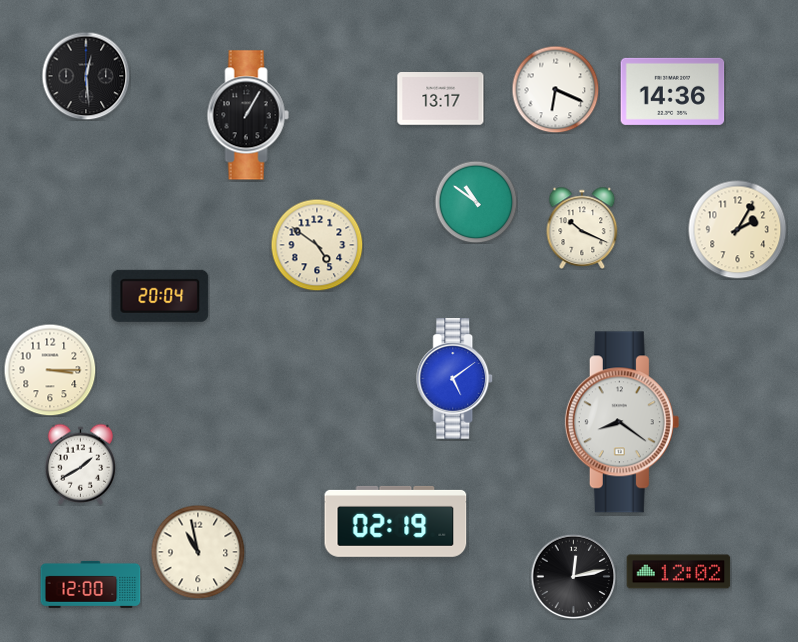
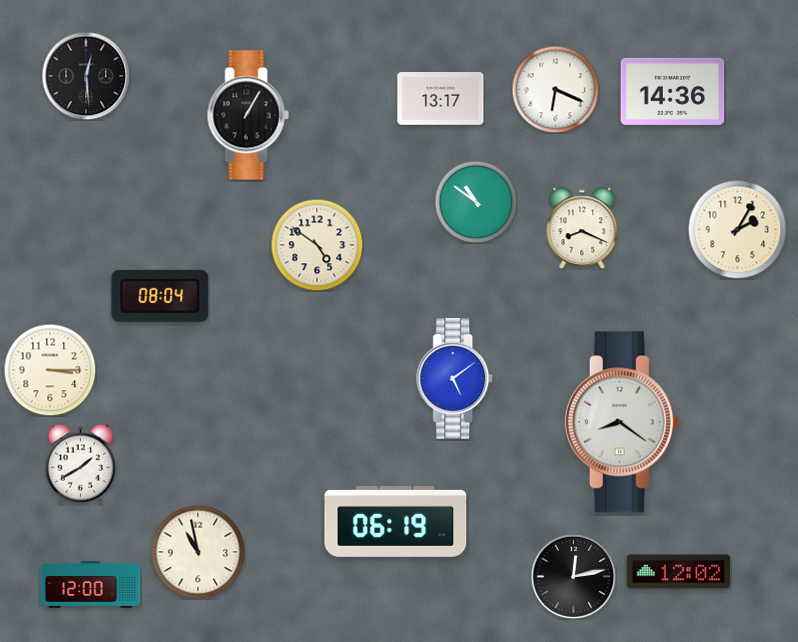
clock at (582, 227): 10:19 -> 8:19
clock at (160, 296): 20:04 -> 08:04
clock at (396, 521): 02:19 -> 06:19
